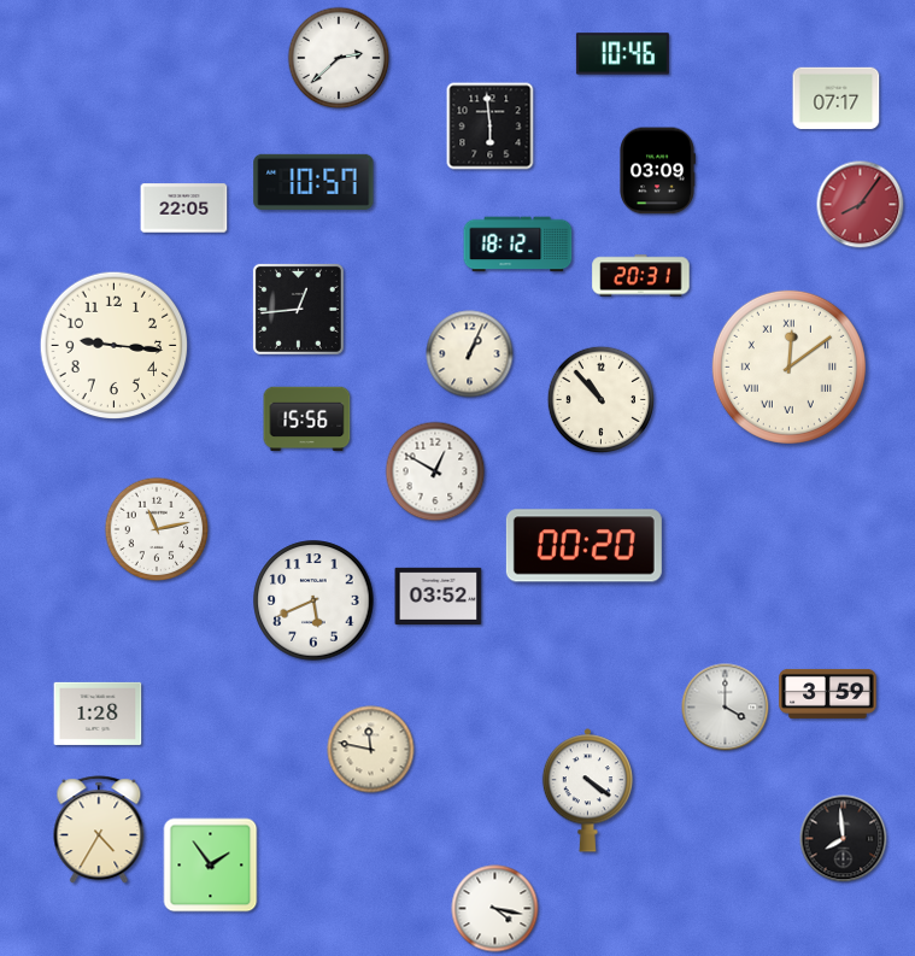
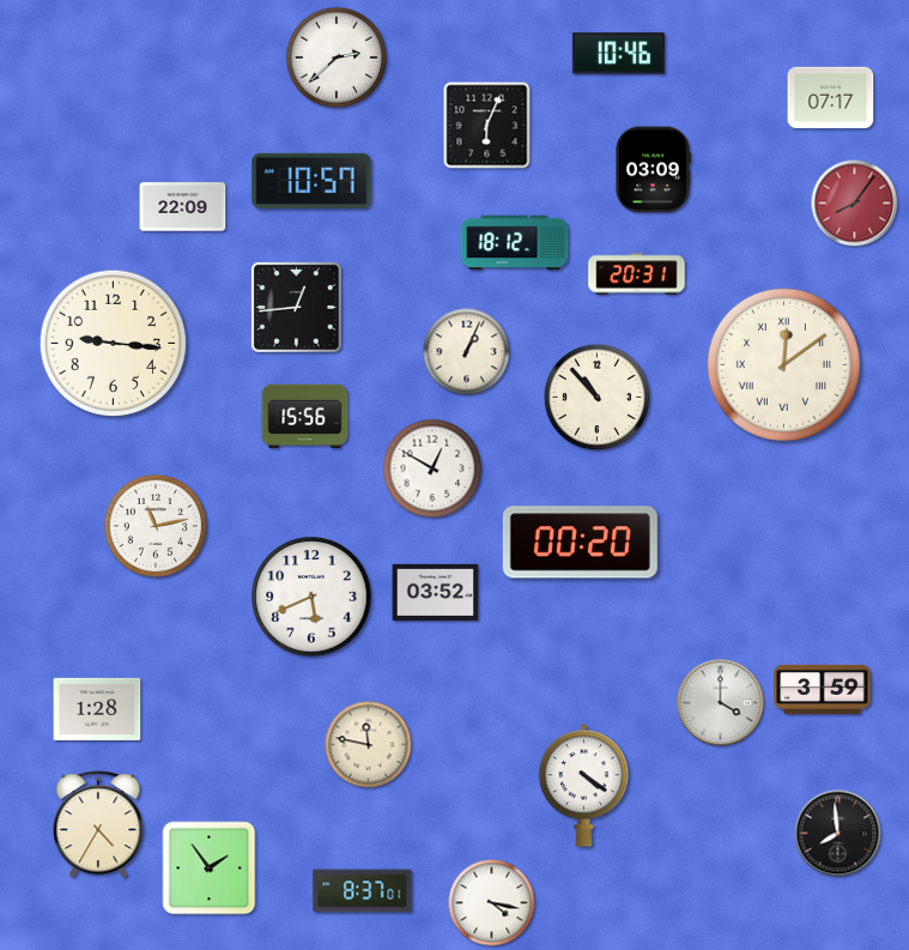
clock at (491, 127): 5:59 -> 6:04
clock at (184, 209): 22:05 -> 22:09
clock at (211, 866) position: (211, 866) -> (210, 869)
clock at (363, 891): none -> 8:37
